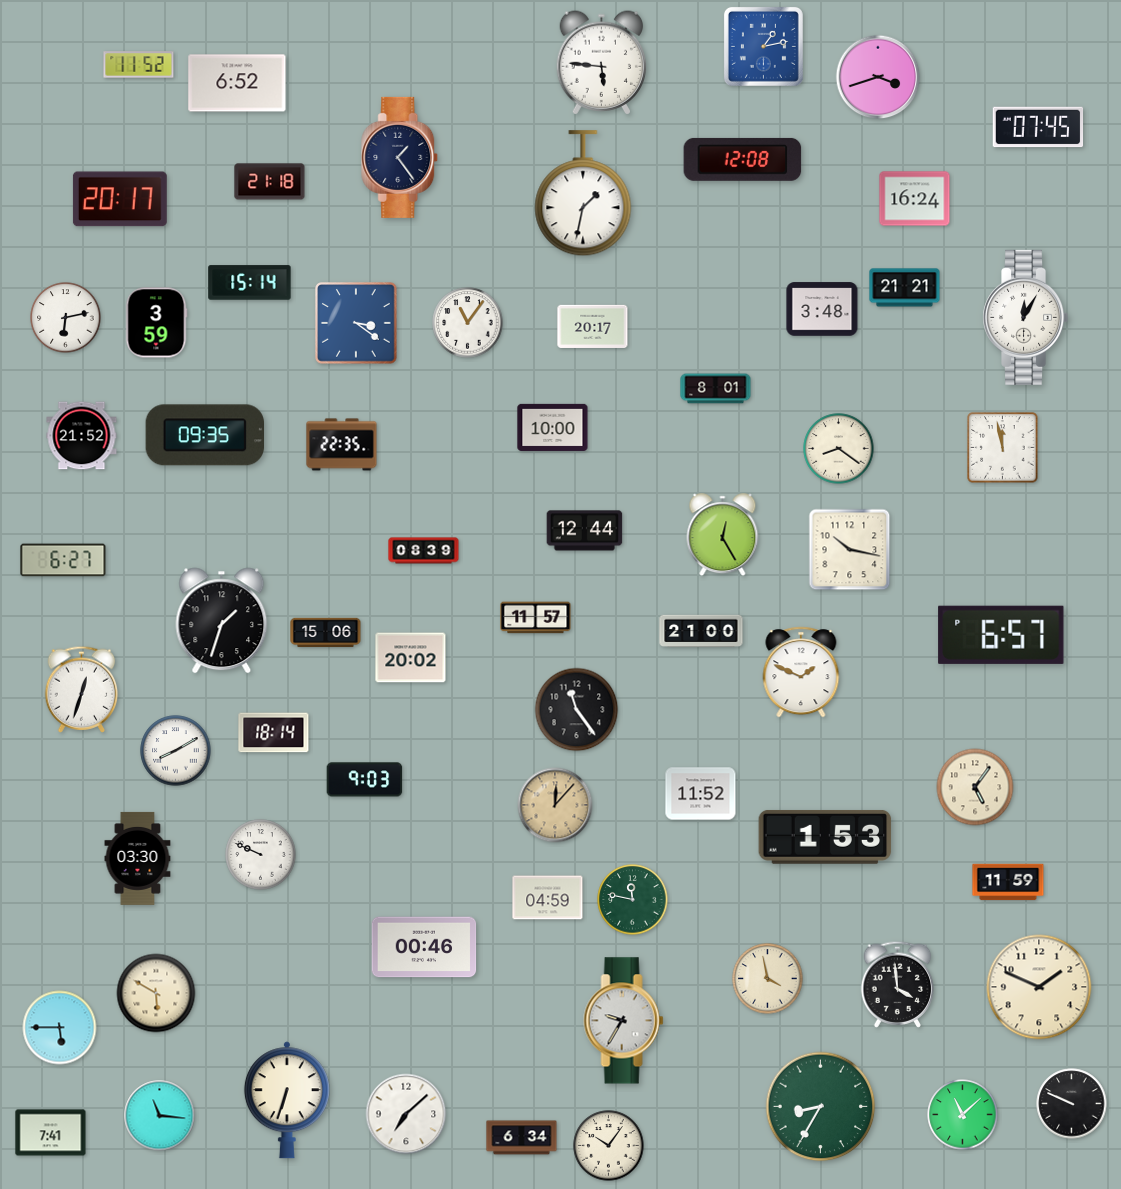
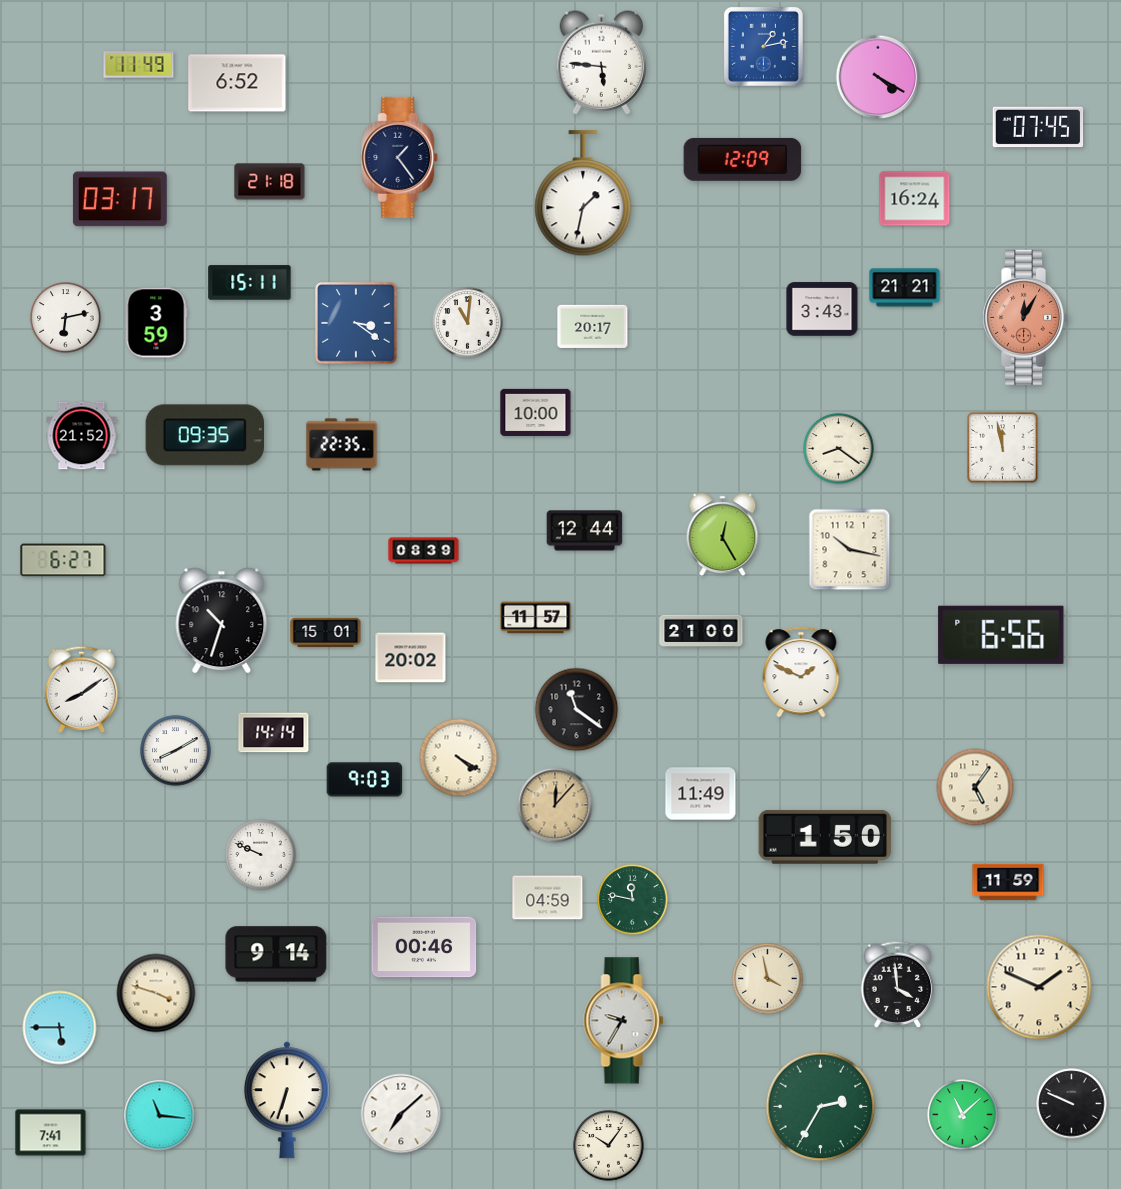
clock at (139, 65): 11:52 -> 11:49
clock at (878, 77): 3:42 -> 4:20
clock at (743, 159): 12:08 -> 12:09
clock at (120, 199): 20:17 -> 03:17
clock at (250, 283): 15:14 -> 15:11
clock at (822, 309): 3:48 -> 3:43
clock at (1026, 317) dial: white -> salmon
clock at (468, 323): 11:06 -> 11:01
clock at (716, 389): 8:01 -> none
clock at (553, 427) position: (553, 427) -> (536, 412)
clock at (222, 621): 1:33 -> 10:33
clock at (326, 633): 15:06 -> 15:01
clock at (1001, 635): 6:57 -> 6:56
clock at (82, 689): 12:33 -> 8:09
clock at (577, 710): 11:24 -> 11:21
clock at (274, 733): 18:14 -> 14:14
clock at (459, 758): none -> 4:20
clock at (701, 794): 11:52 -> 11:49
clock at (825, 837): 1:53 -> 1:50
clock at (138, 858): 03:30 -> none
clock at (276, 954): none -> 9:14
clock at (156, 993): 5:50 -> 3:48
clock at (821, 1107): 8:35 -> 2:35
clock at (406, 1114) position: (406, 1114) -> (401, 1114)
clock at (522, 1138): 6:34 -> none
